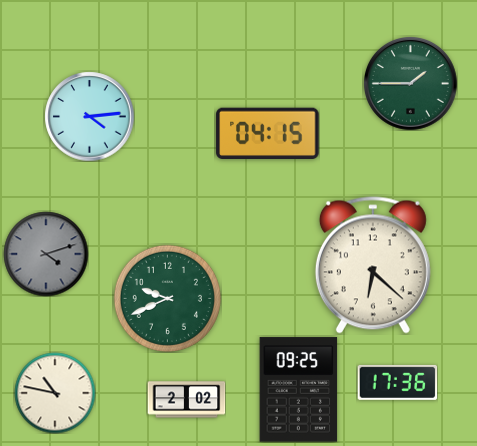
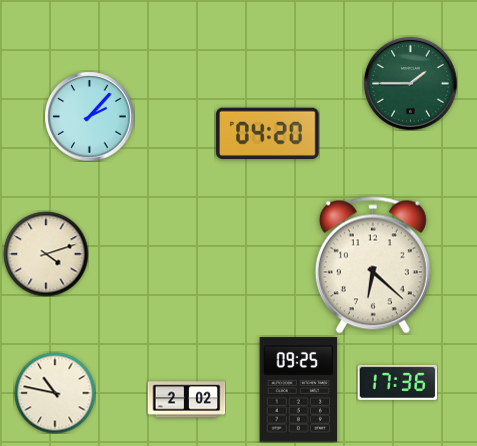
clock at (89, 116): 4:14 -> 2:07
clock at (268, 134): 04:15 -> 04:20
clock at (46, 254) dial: grey -> cream
clock at (167, 298): 9:41 -> none
